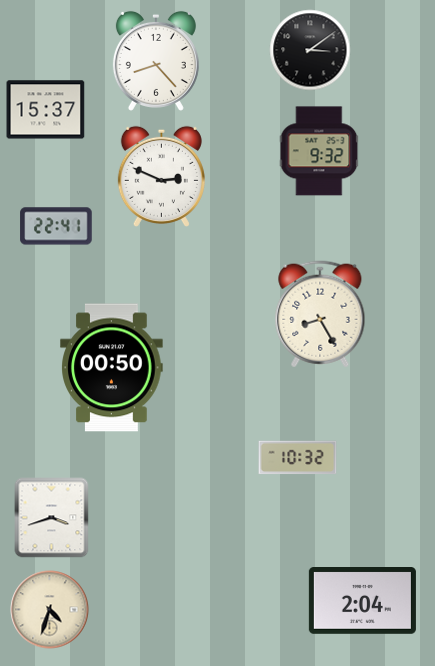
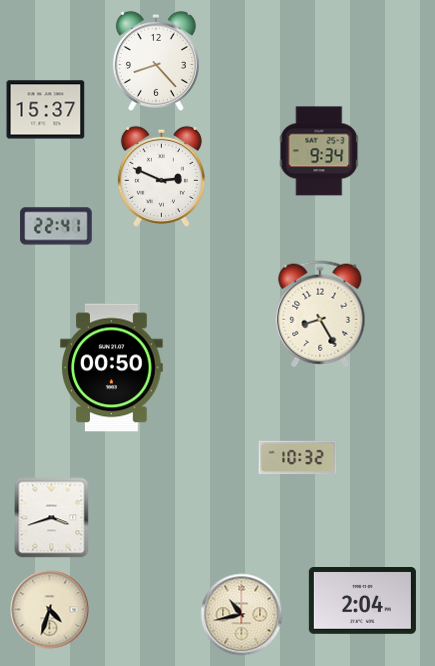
clock at (310, 50): 3:09 -> none
clock at (319, 151): 9:32 -> 9:34
clock at (242, 615): none -> 10:43
